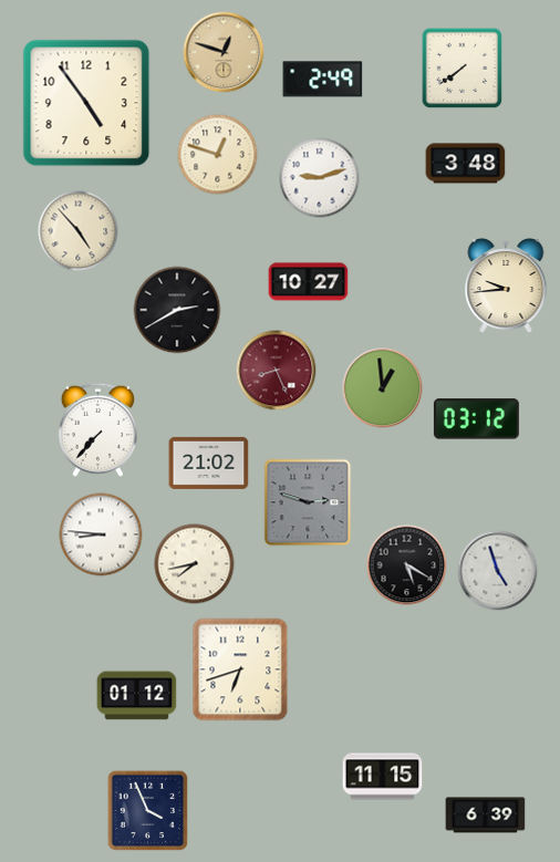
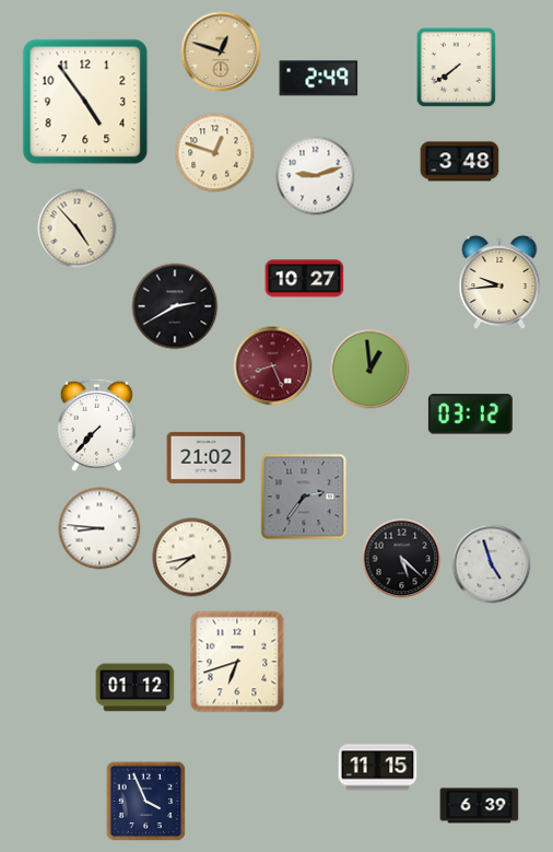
clock at (383, 388) position: (383, 388) -> (370, 370)
clock at (308, 502): 2:48 -> 2:36
clock at (407, 565): 5:20 -> 5:22
